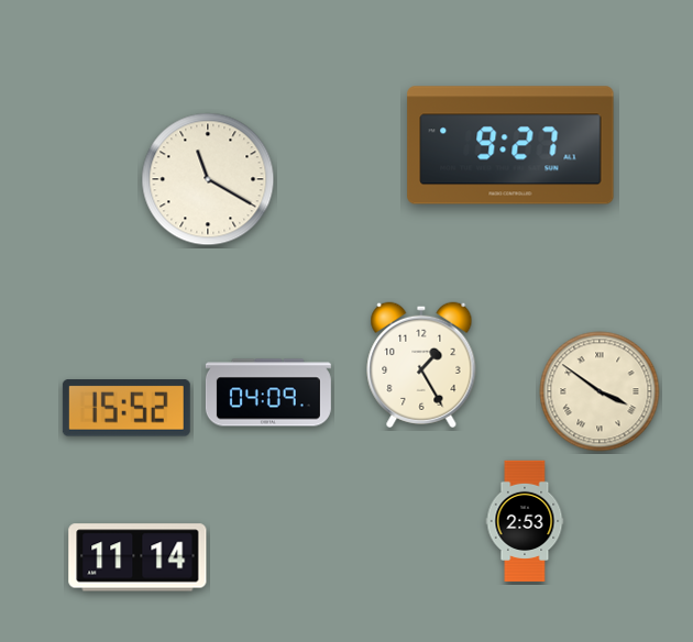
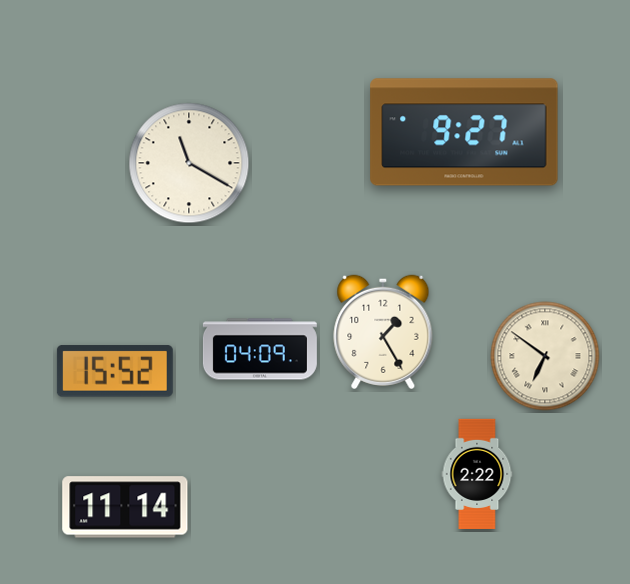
clock at (599, 391): 3:51 -> 6:51
clock at (268, 392) position: (268, 392) -> (260, 349)
clock at (525, 520): 2:53 -> 2:22
